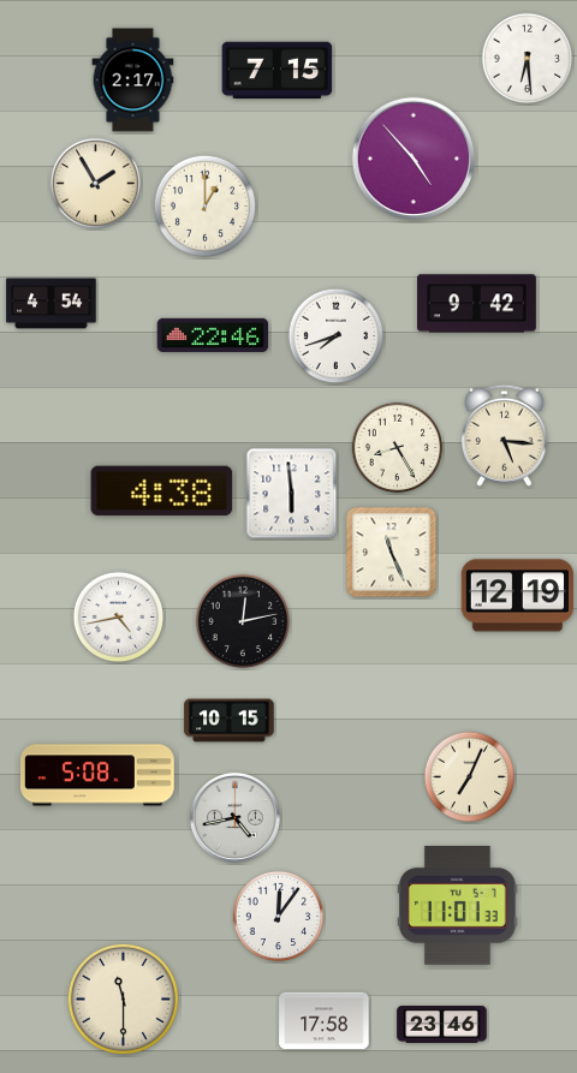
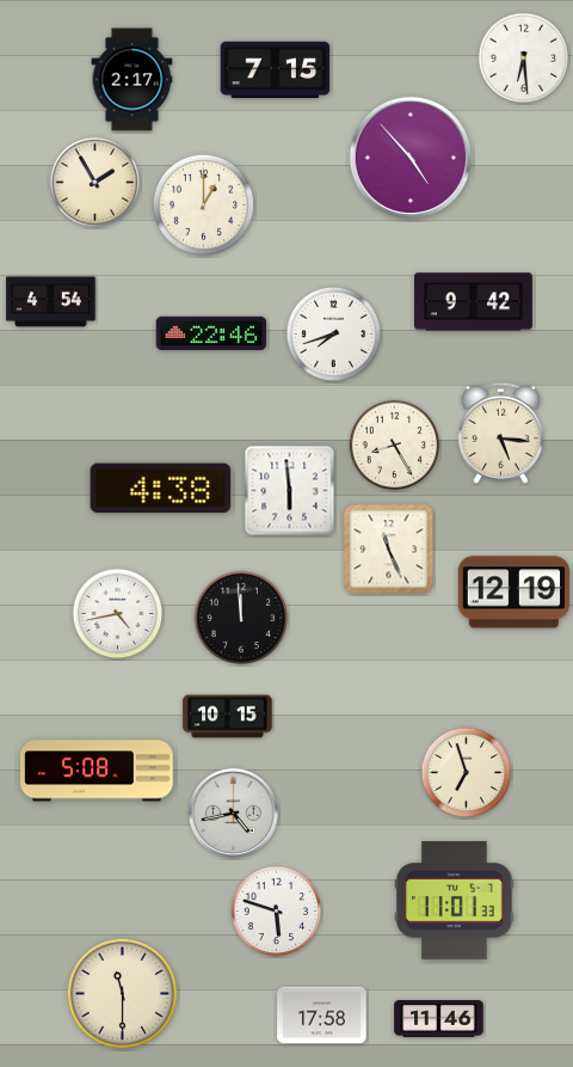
clock at (243, 621): 12:13 -> 11:59
clock at (470, 777): 7:04 -> 6:57
clock at (279, 917): 12:06 -> 5:48
clock at (442, 1025): 23:46 -> 11:46
